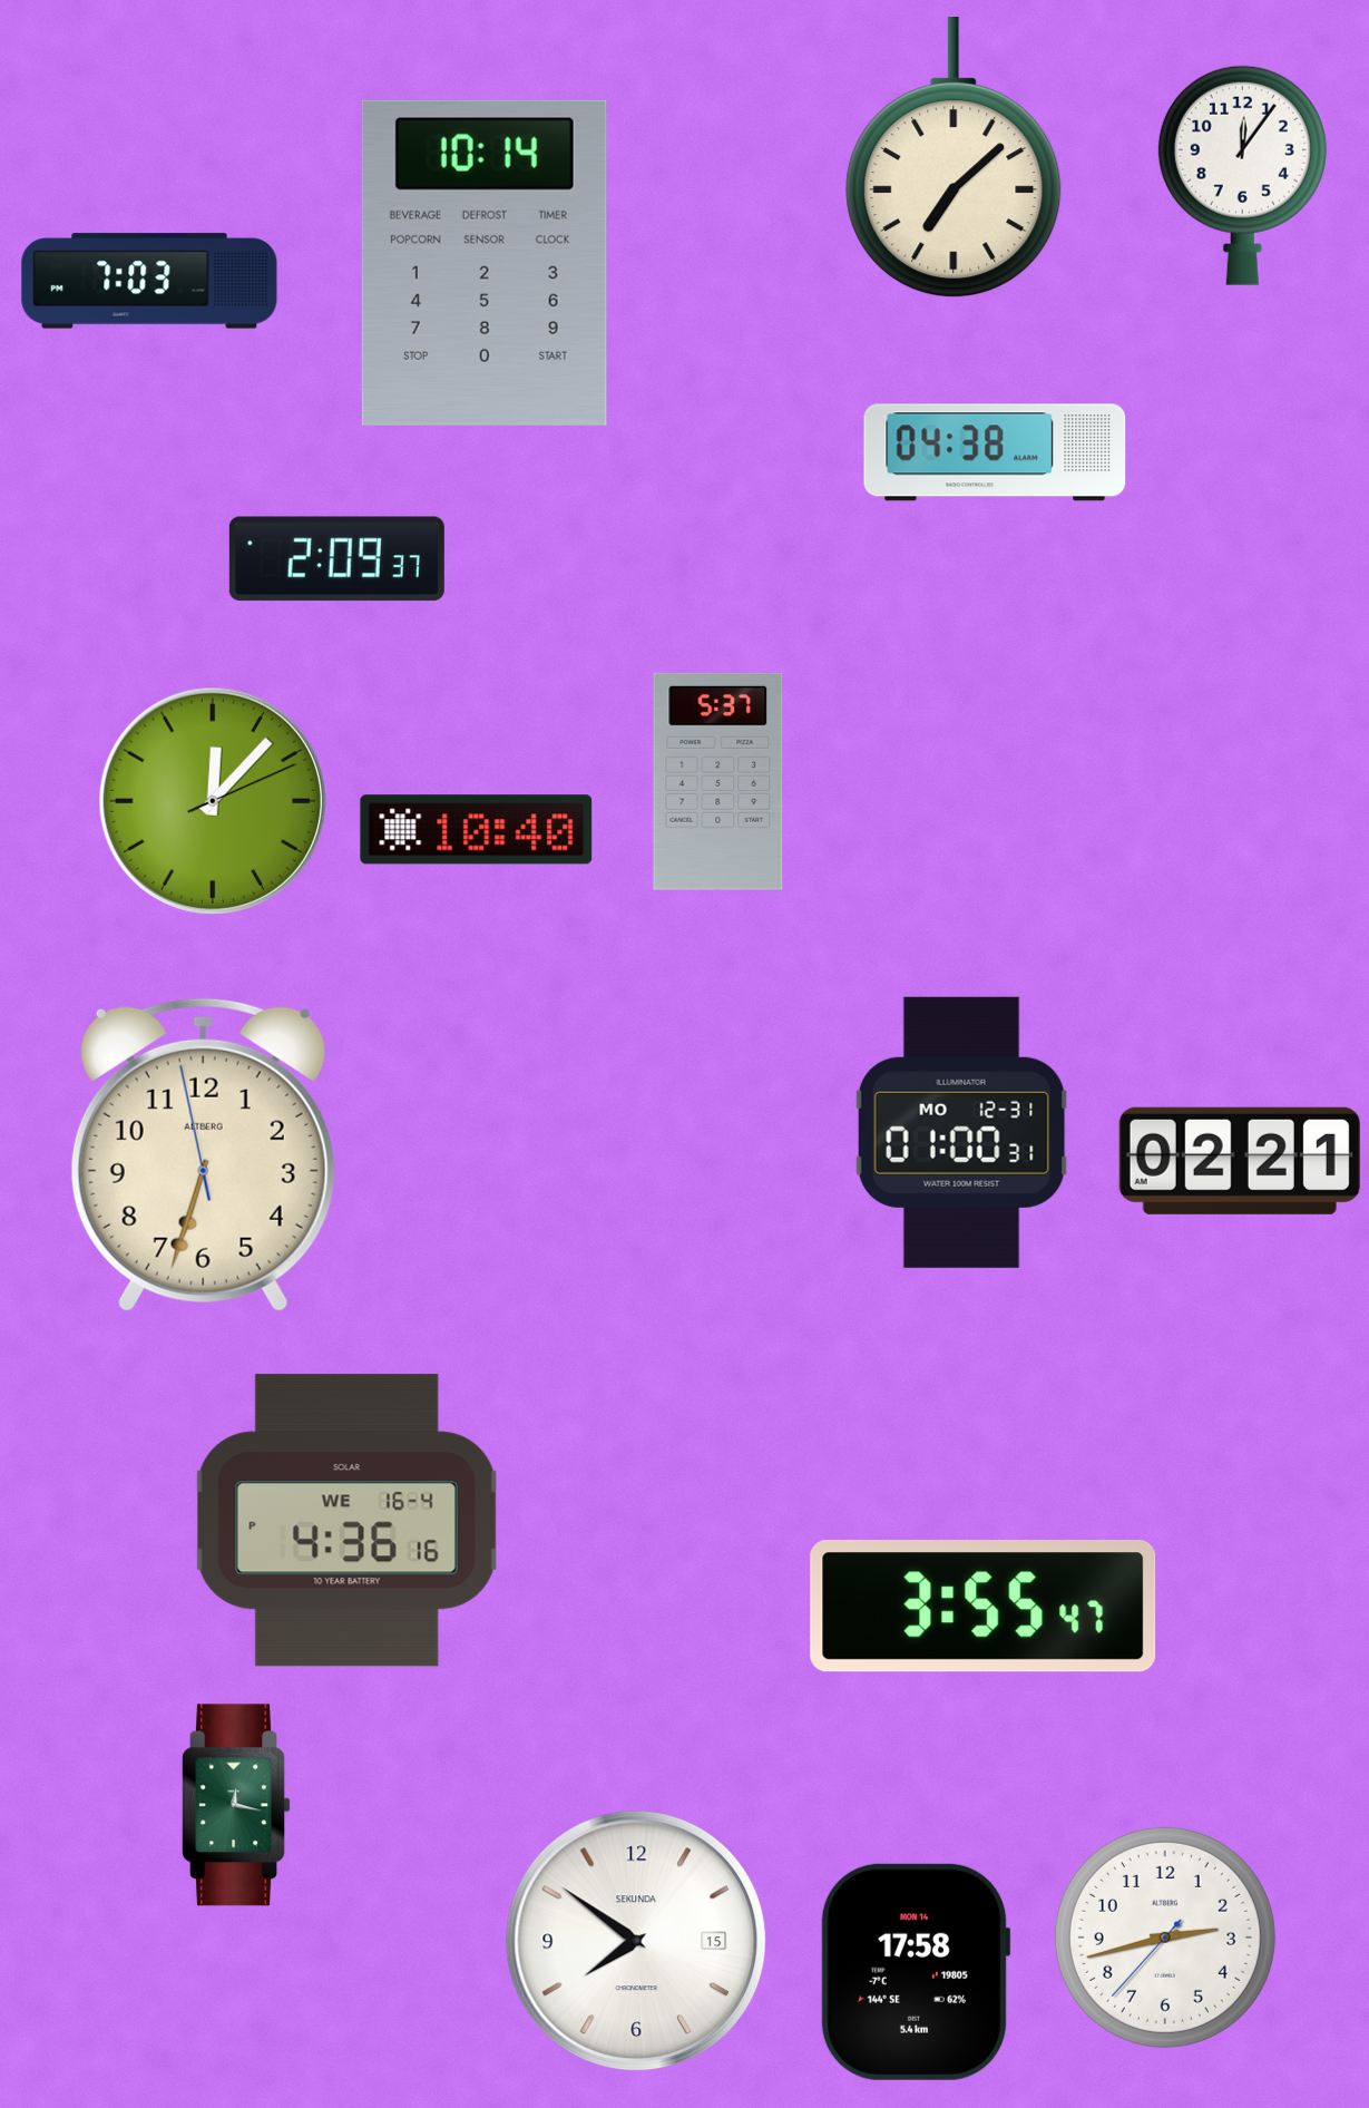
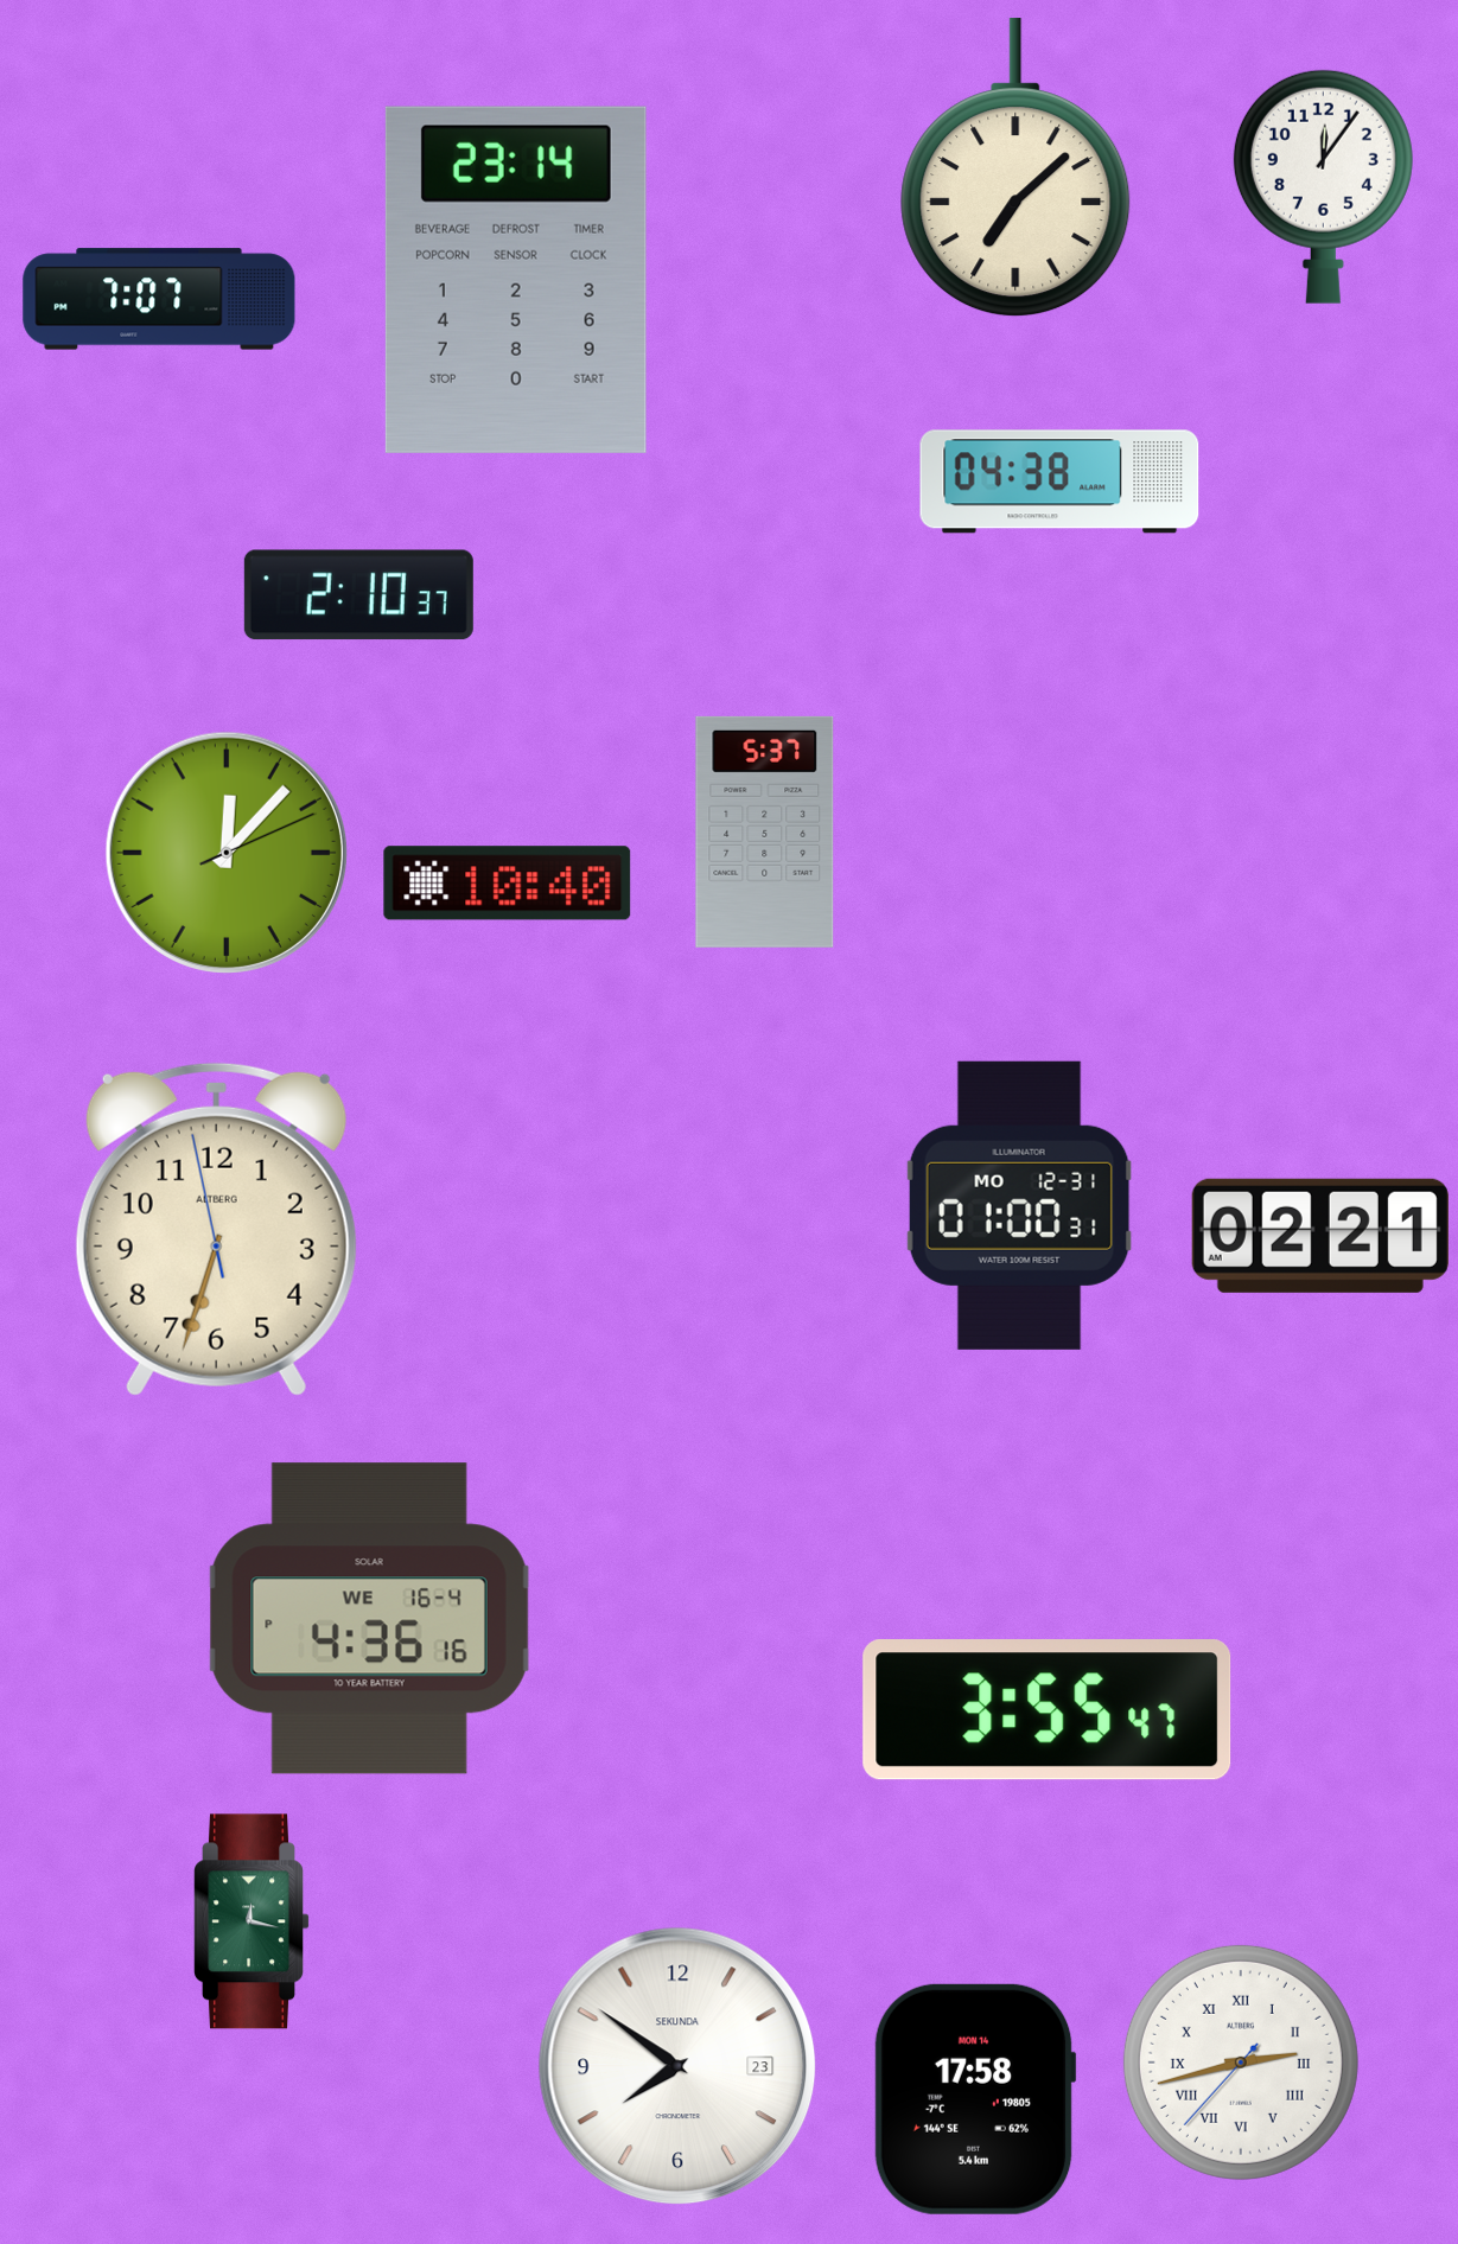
clock at (485, 263): 10:14 -> 23:14
clock at (149, 281): 7:03 -> 7:07
clock at (336, 559): 2:09 -> 2:10
clock at (961, 1132) position: (961, 1132) -> (1019, 1205)
clock at (1165, 1938) numerals: Arabic -> Roman
clock at (636, 1941) date: 15 -> 23
